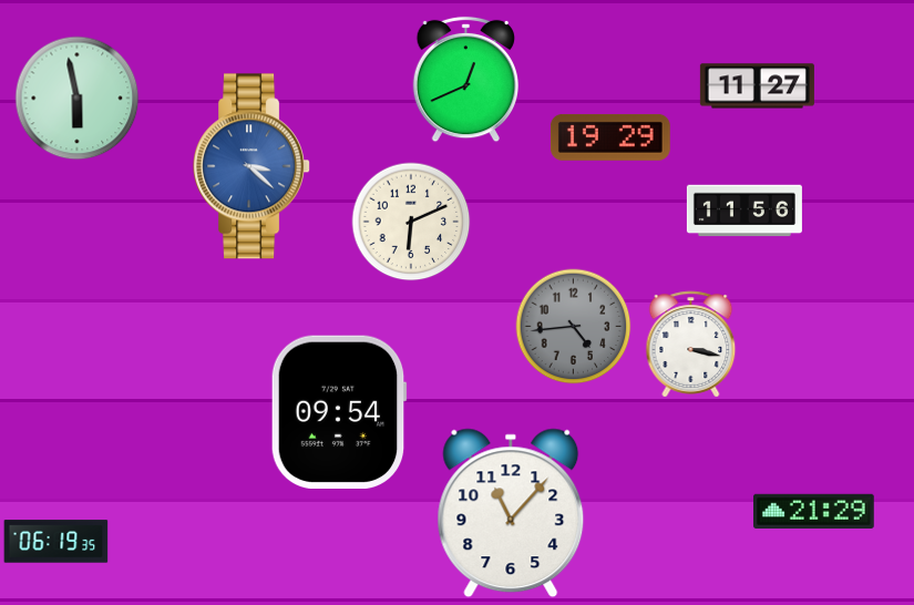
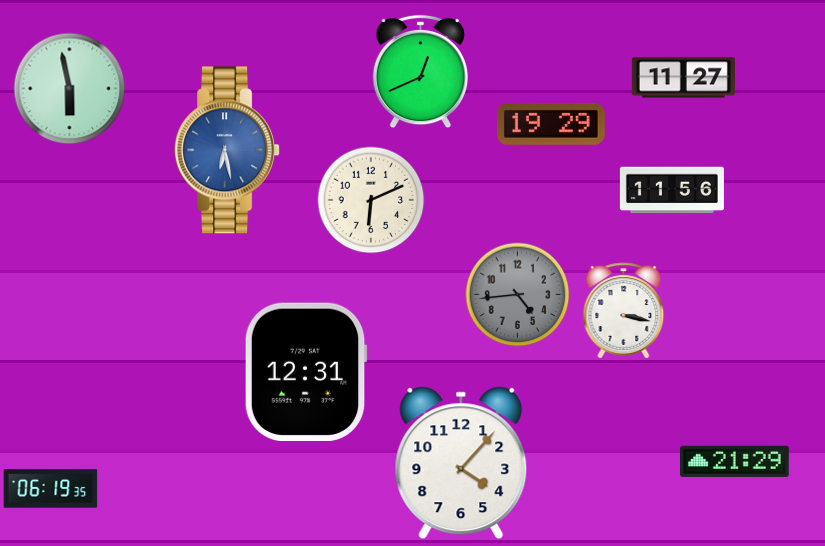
clock at (253, 166): 3:22 -> 6:28
clock at (339, 411): 09:54 -> 12:31
clock at (511, 513): 11:07 -> 4:07
